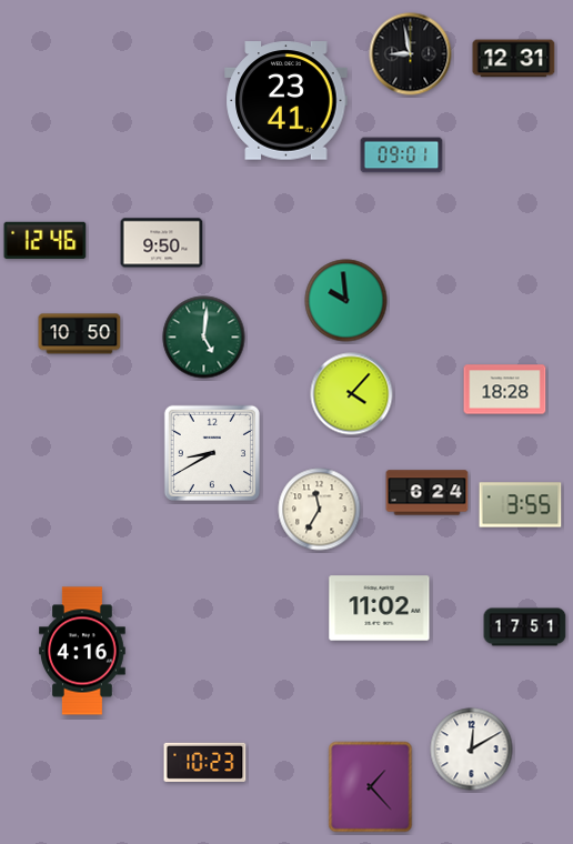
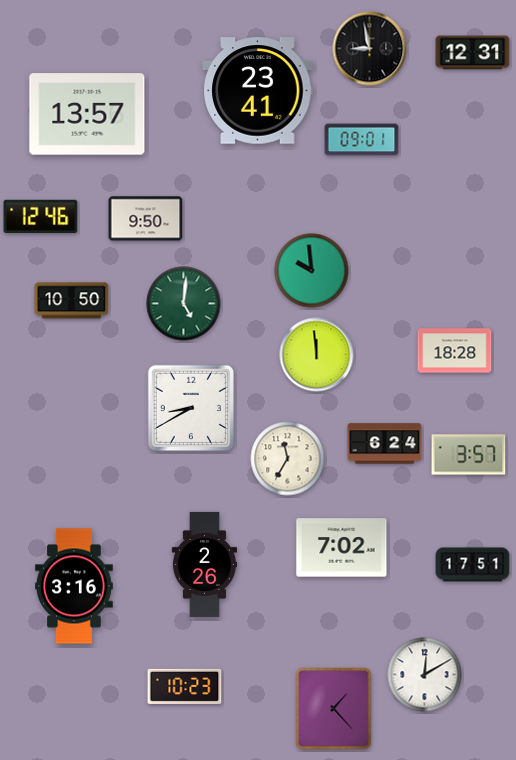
clock at (514, 59) position: (514, 59) -> (473, 53)
clock at (87, 114): none -> 13:57
clock at (352, 394): 4:07 -> 11:59
clock at (521, 505): 3:55 -> 3:57
clock at (380, 609): 11:02 -> 7:02
clock at (204, 564): none -> 2:26
clock at (82, 651): 4:16 -> 3:16
